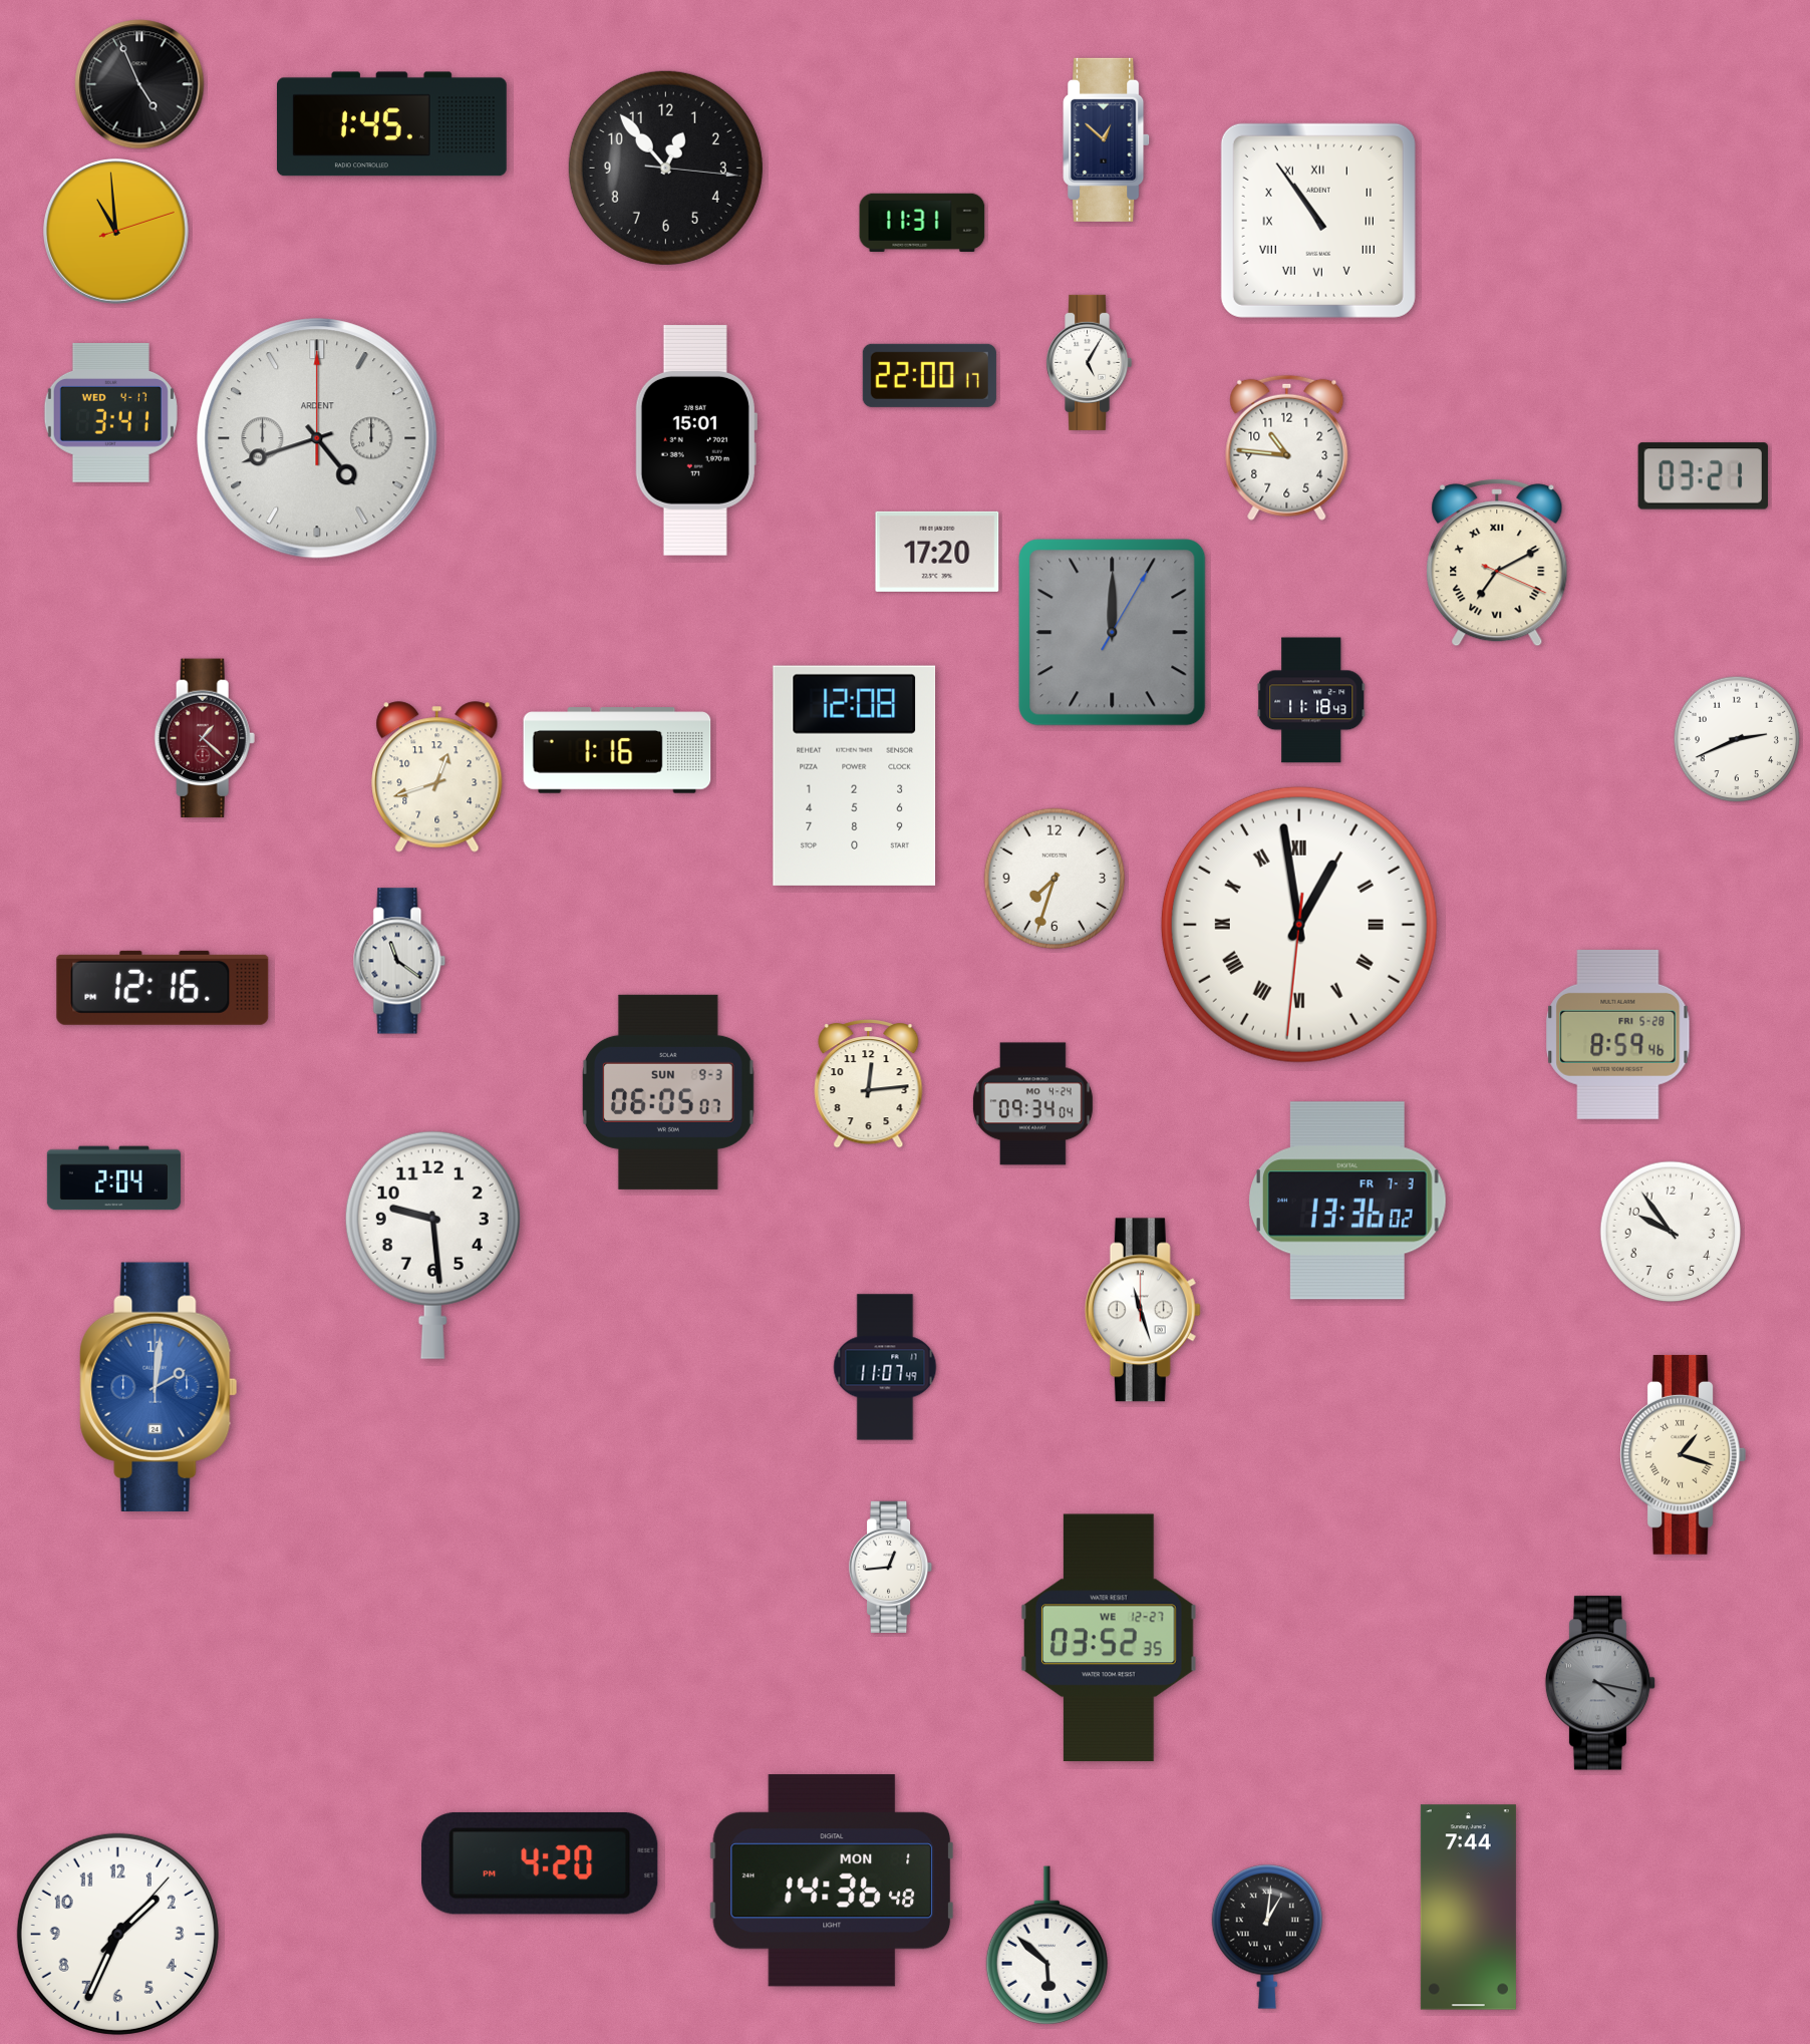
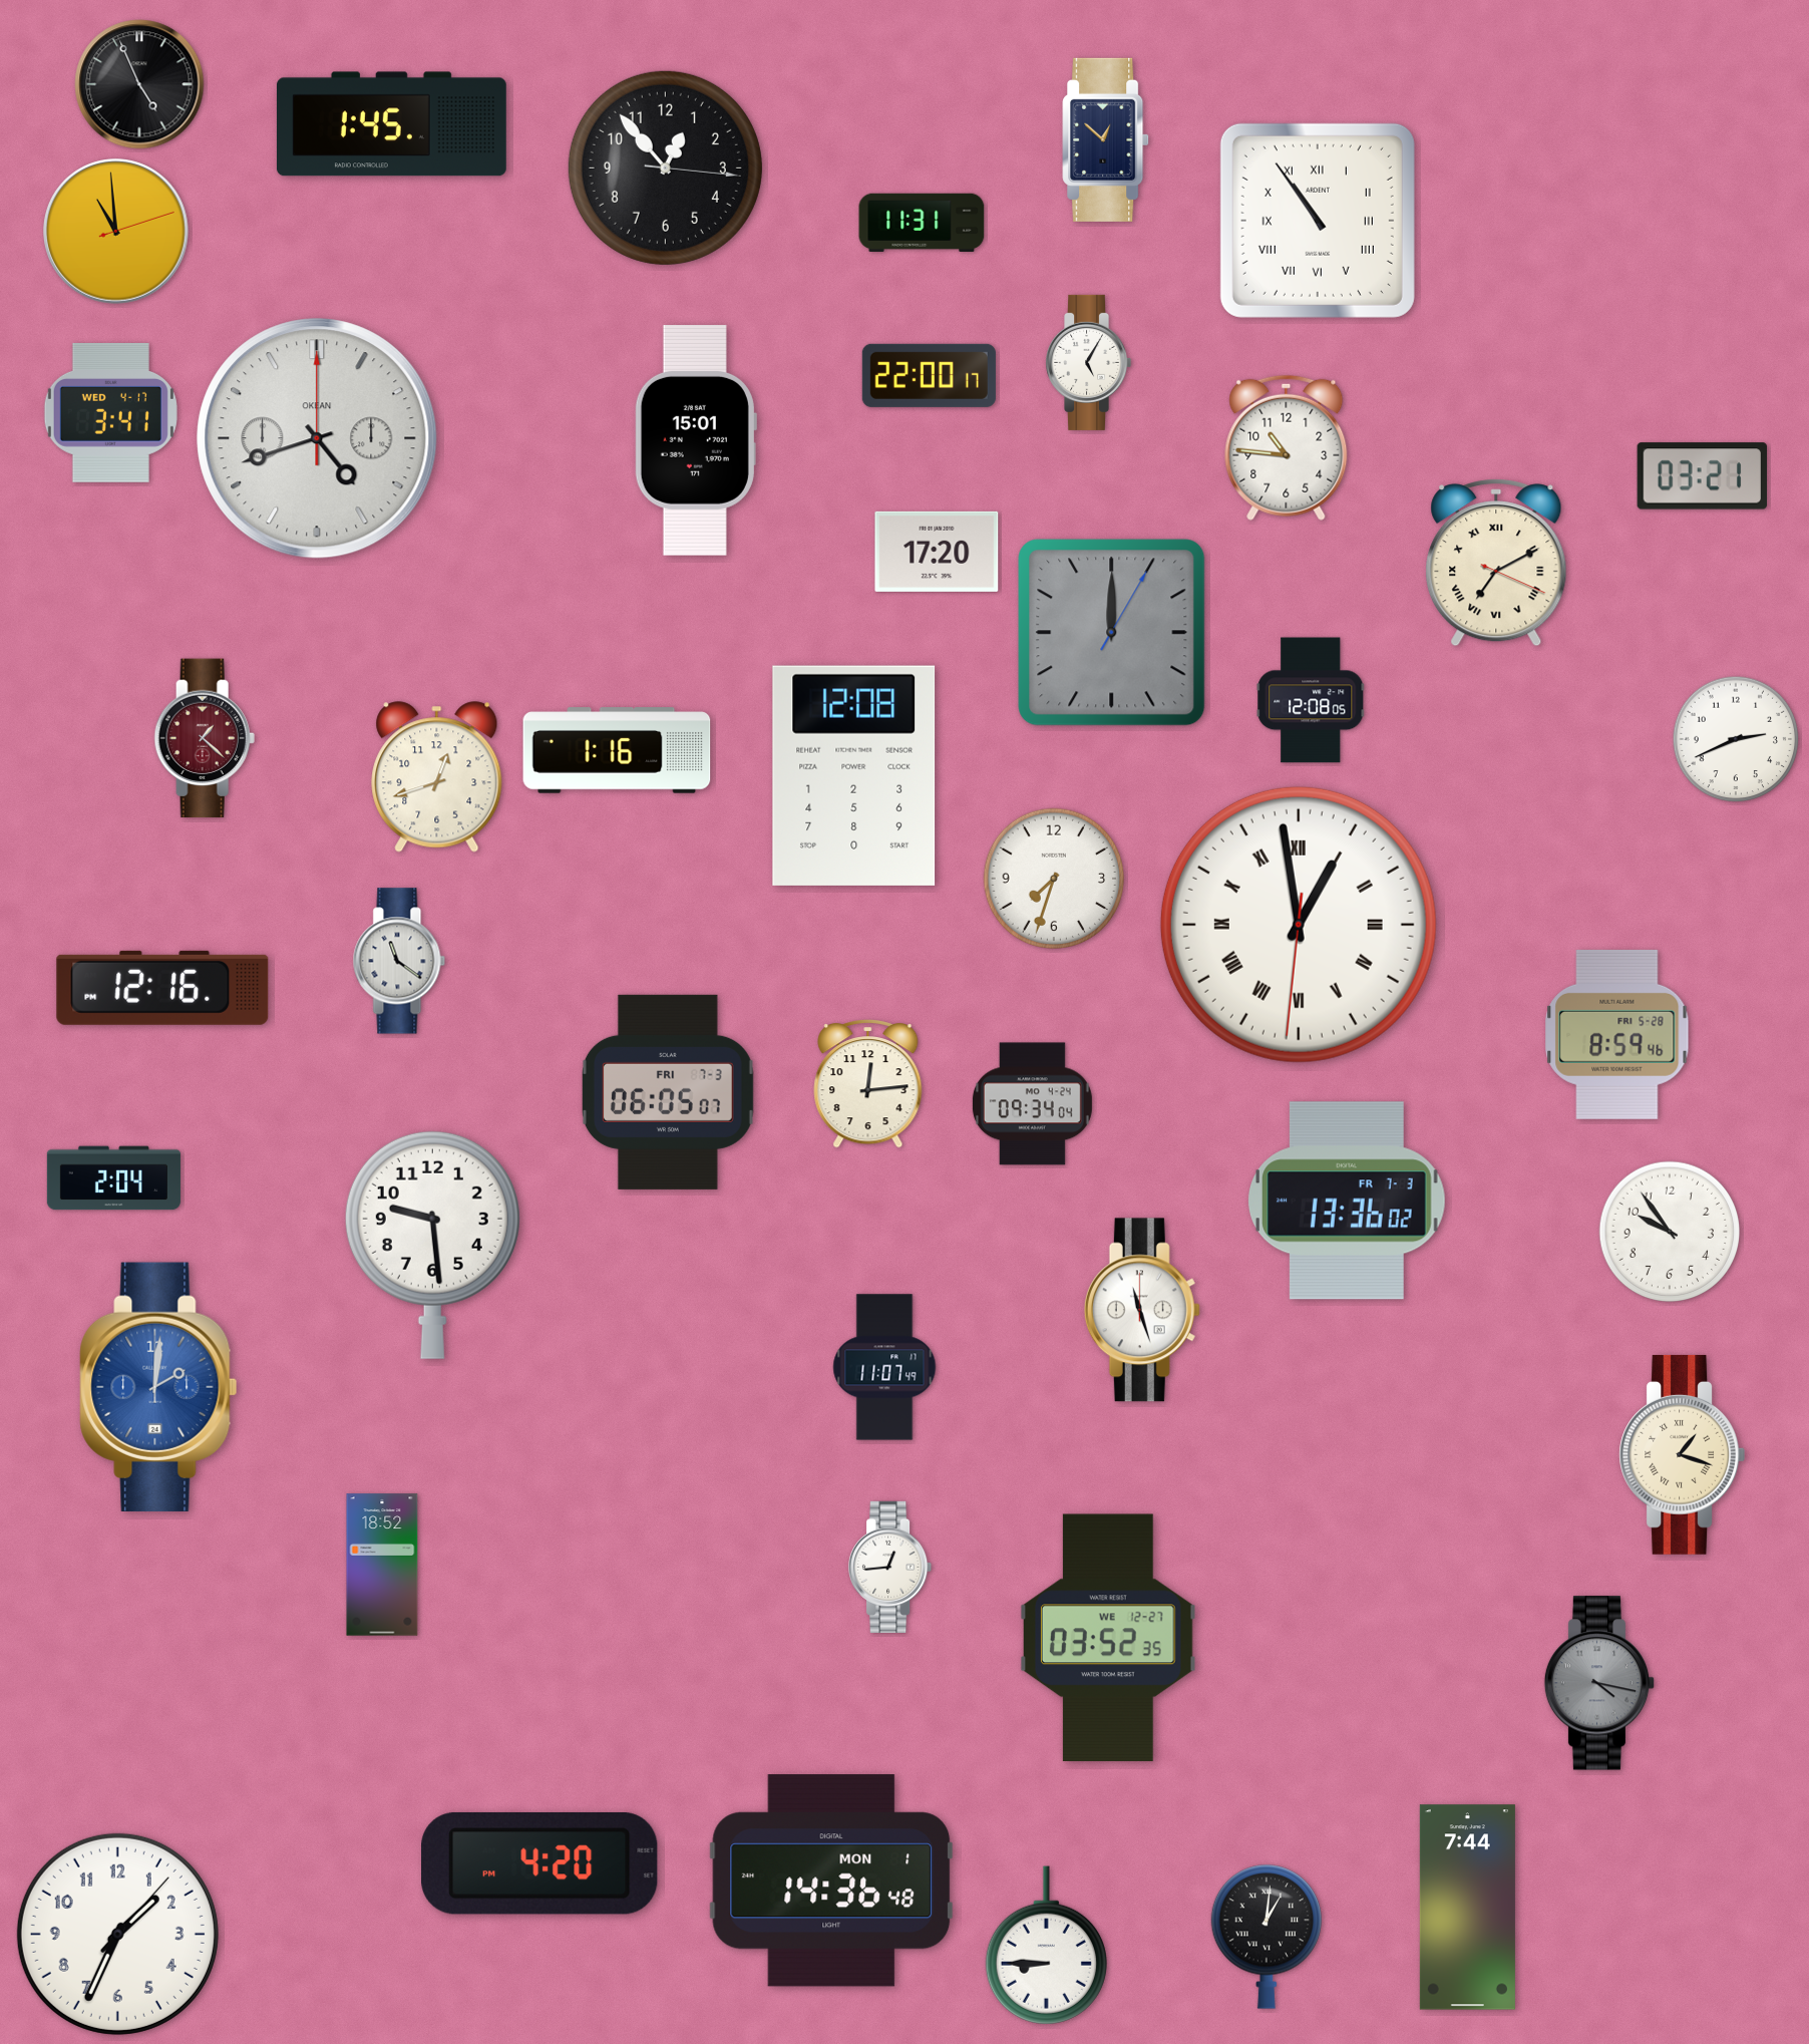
clock at (317, 438) brand: ARDENT -> OKEAN
clock at (1311, 700): 11:18 -> 12:08
clock at (668, 1092) date: SUN 9-3 -> FRI 7-3
clock at (382, 1565): none -> 18:52
clock at (1046, 1946): 5:52 -> 8:45
